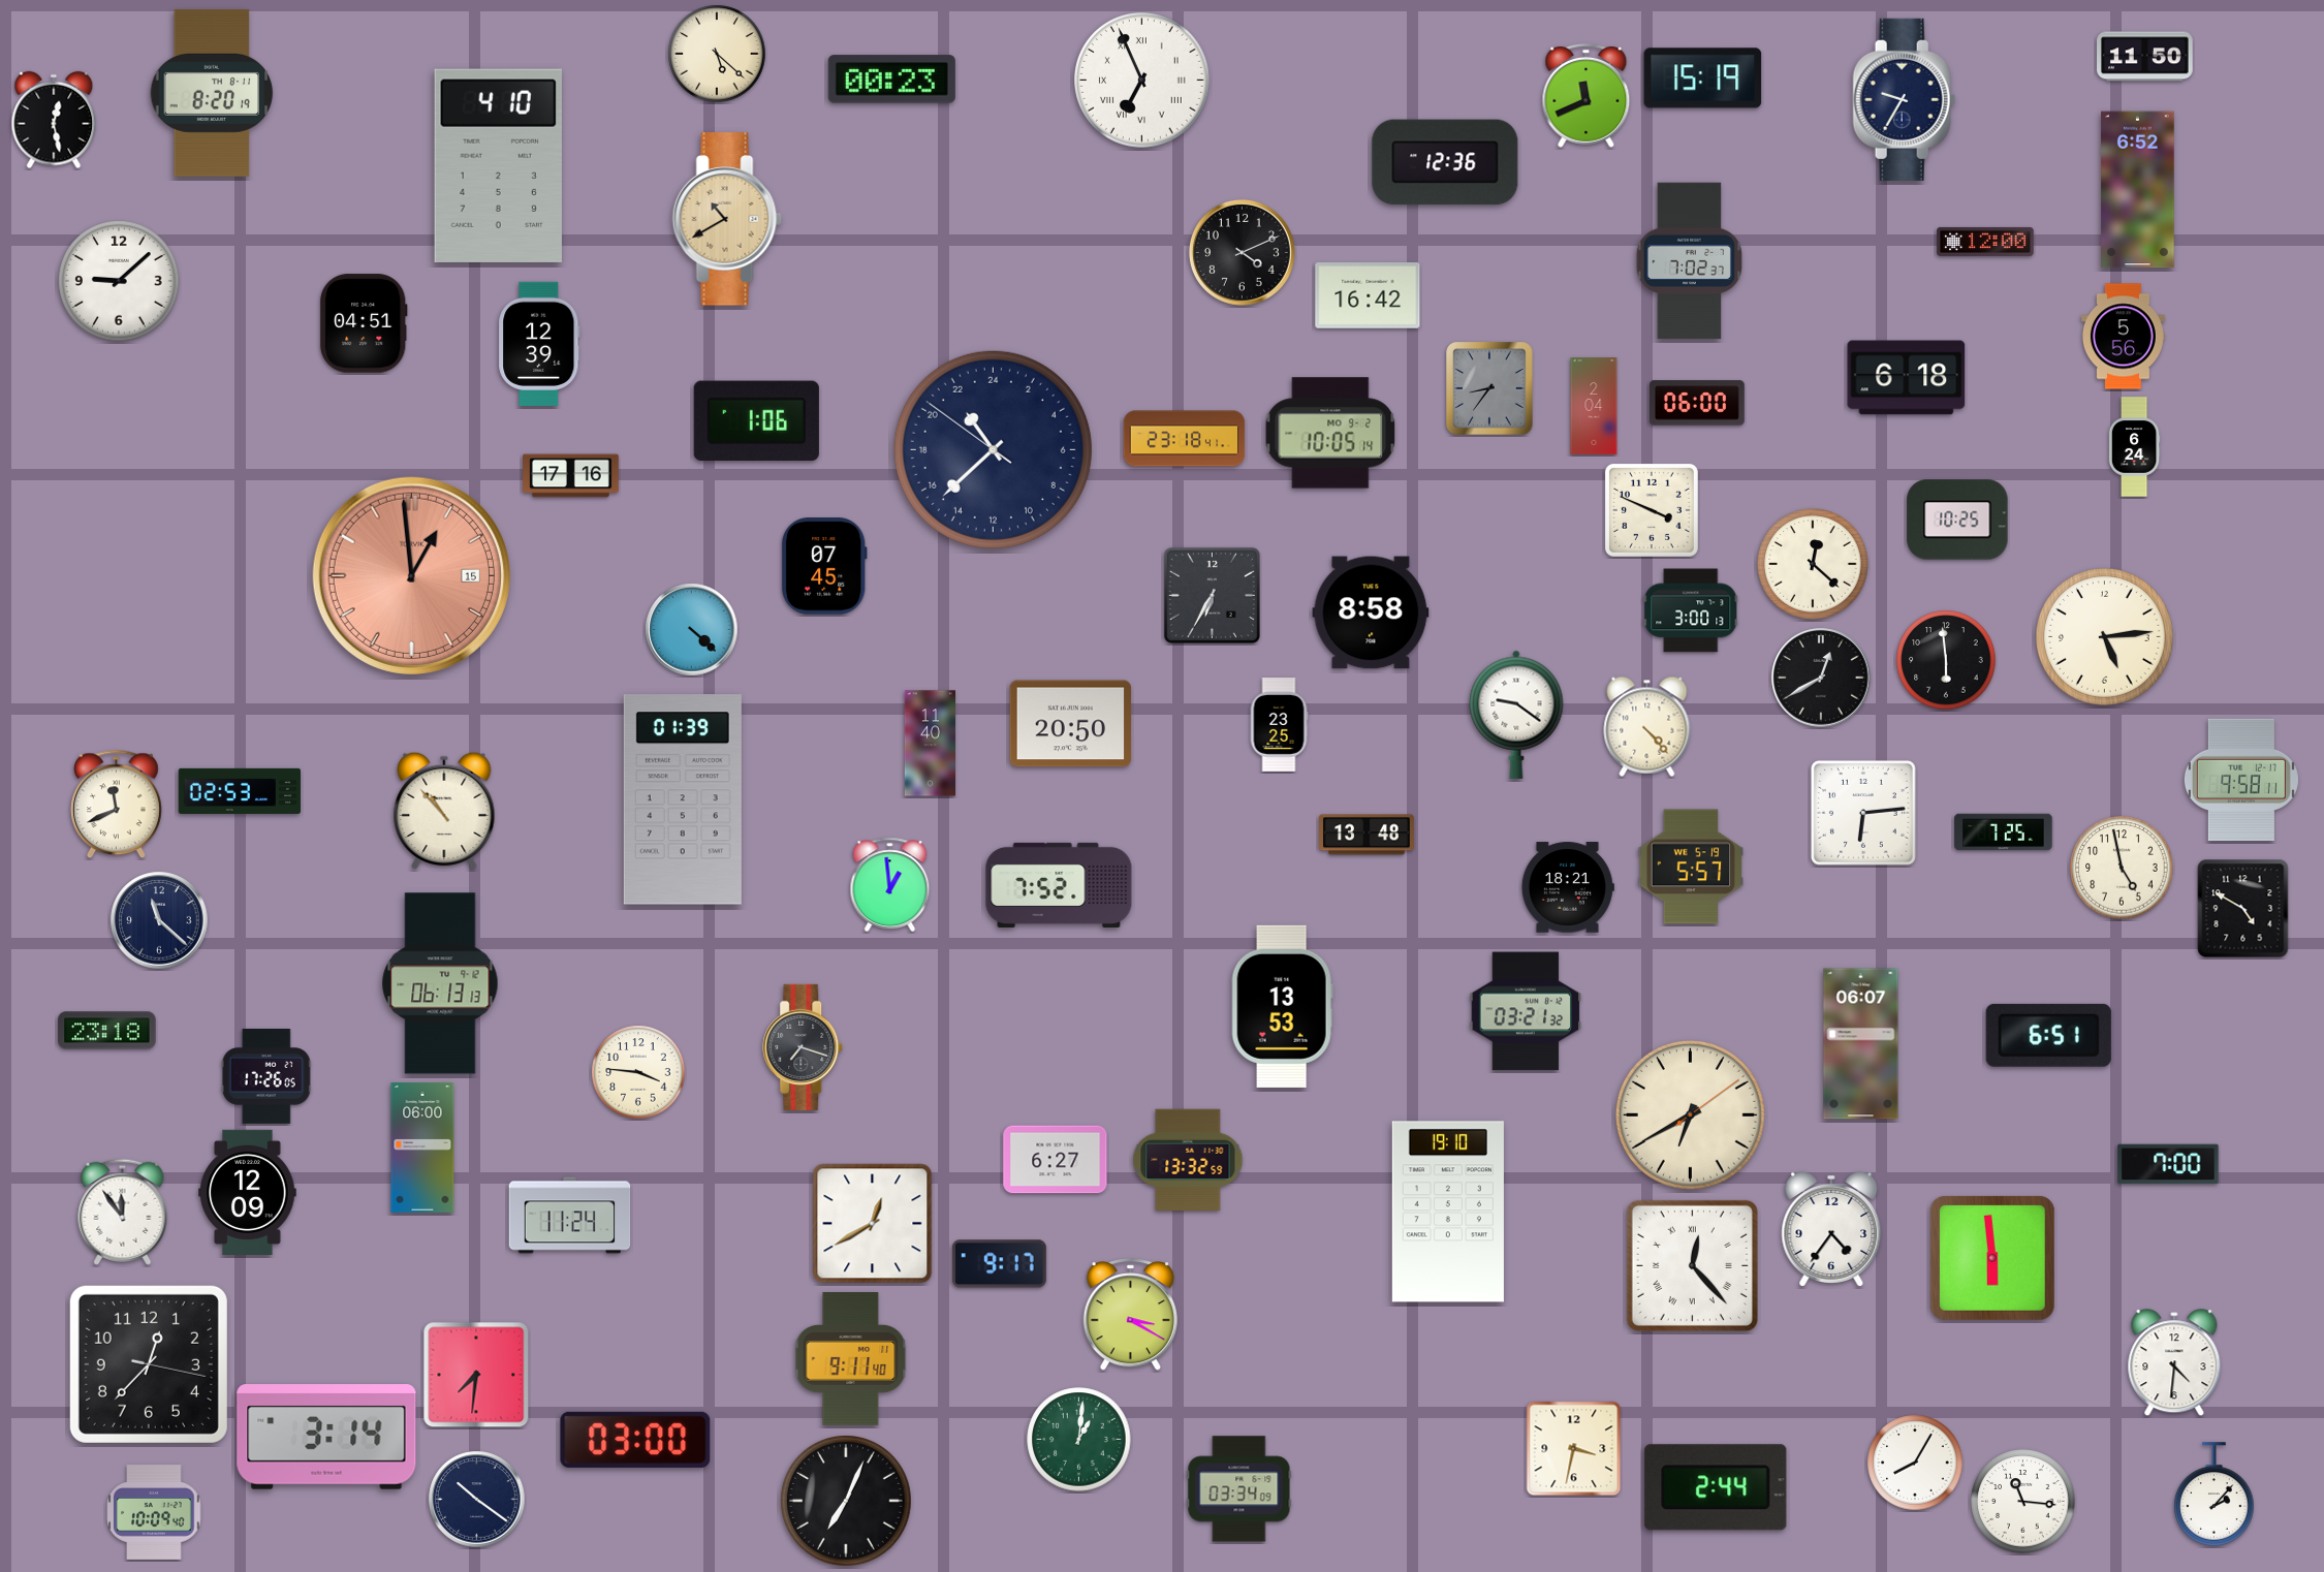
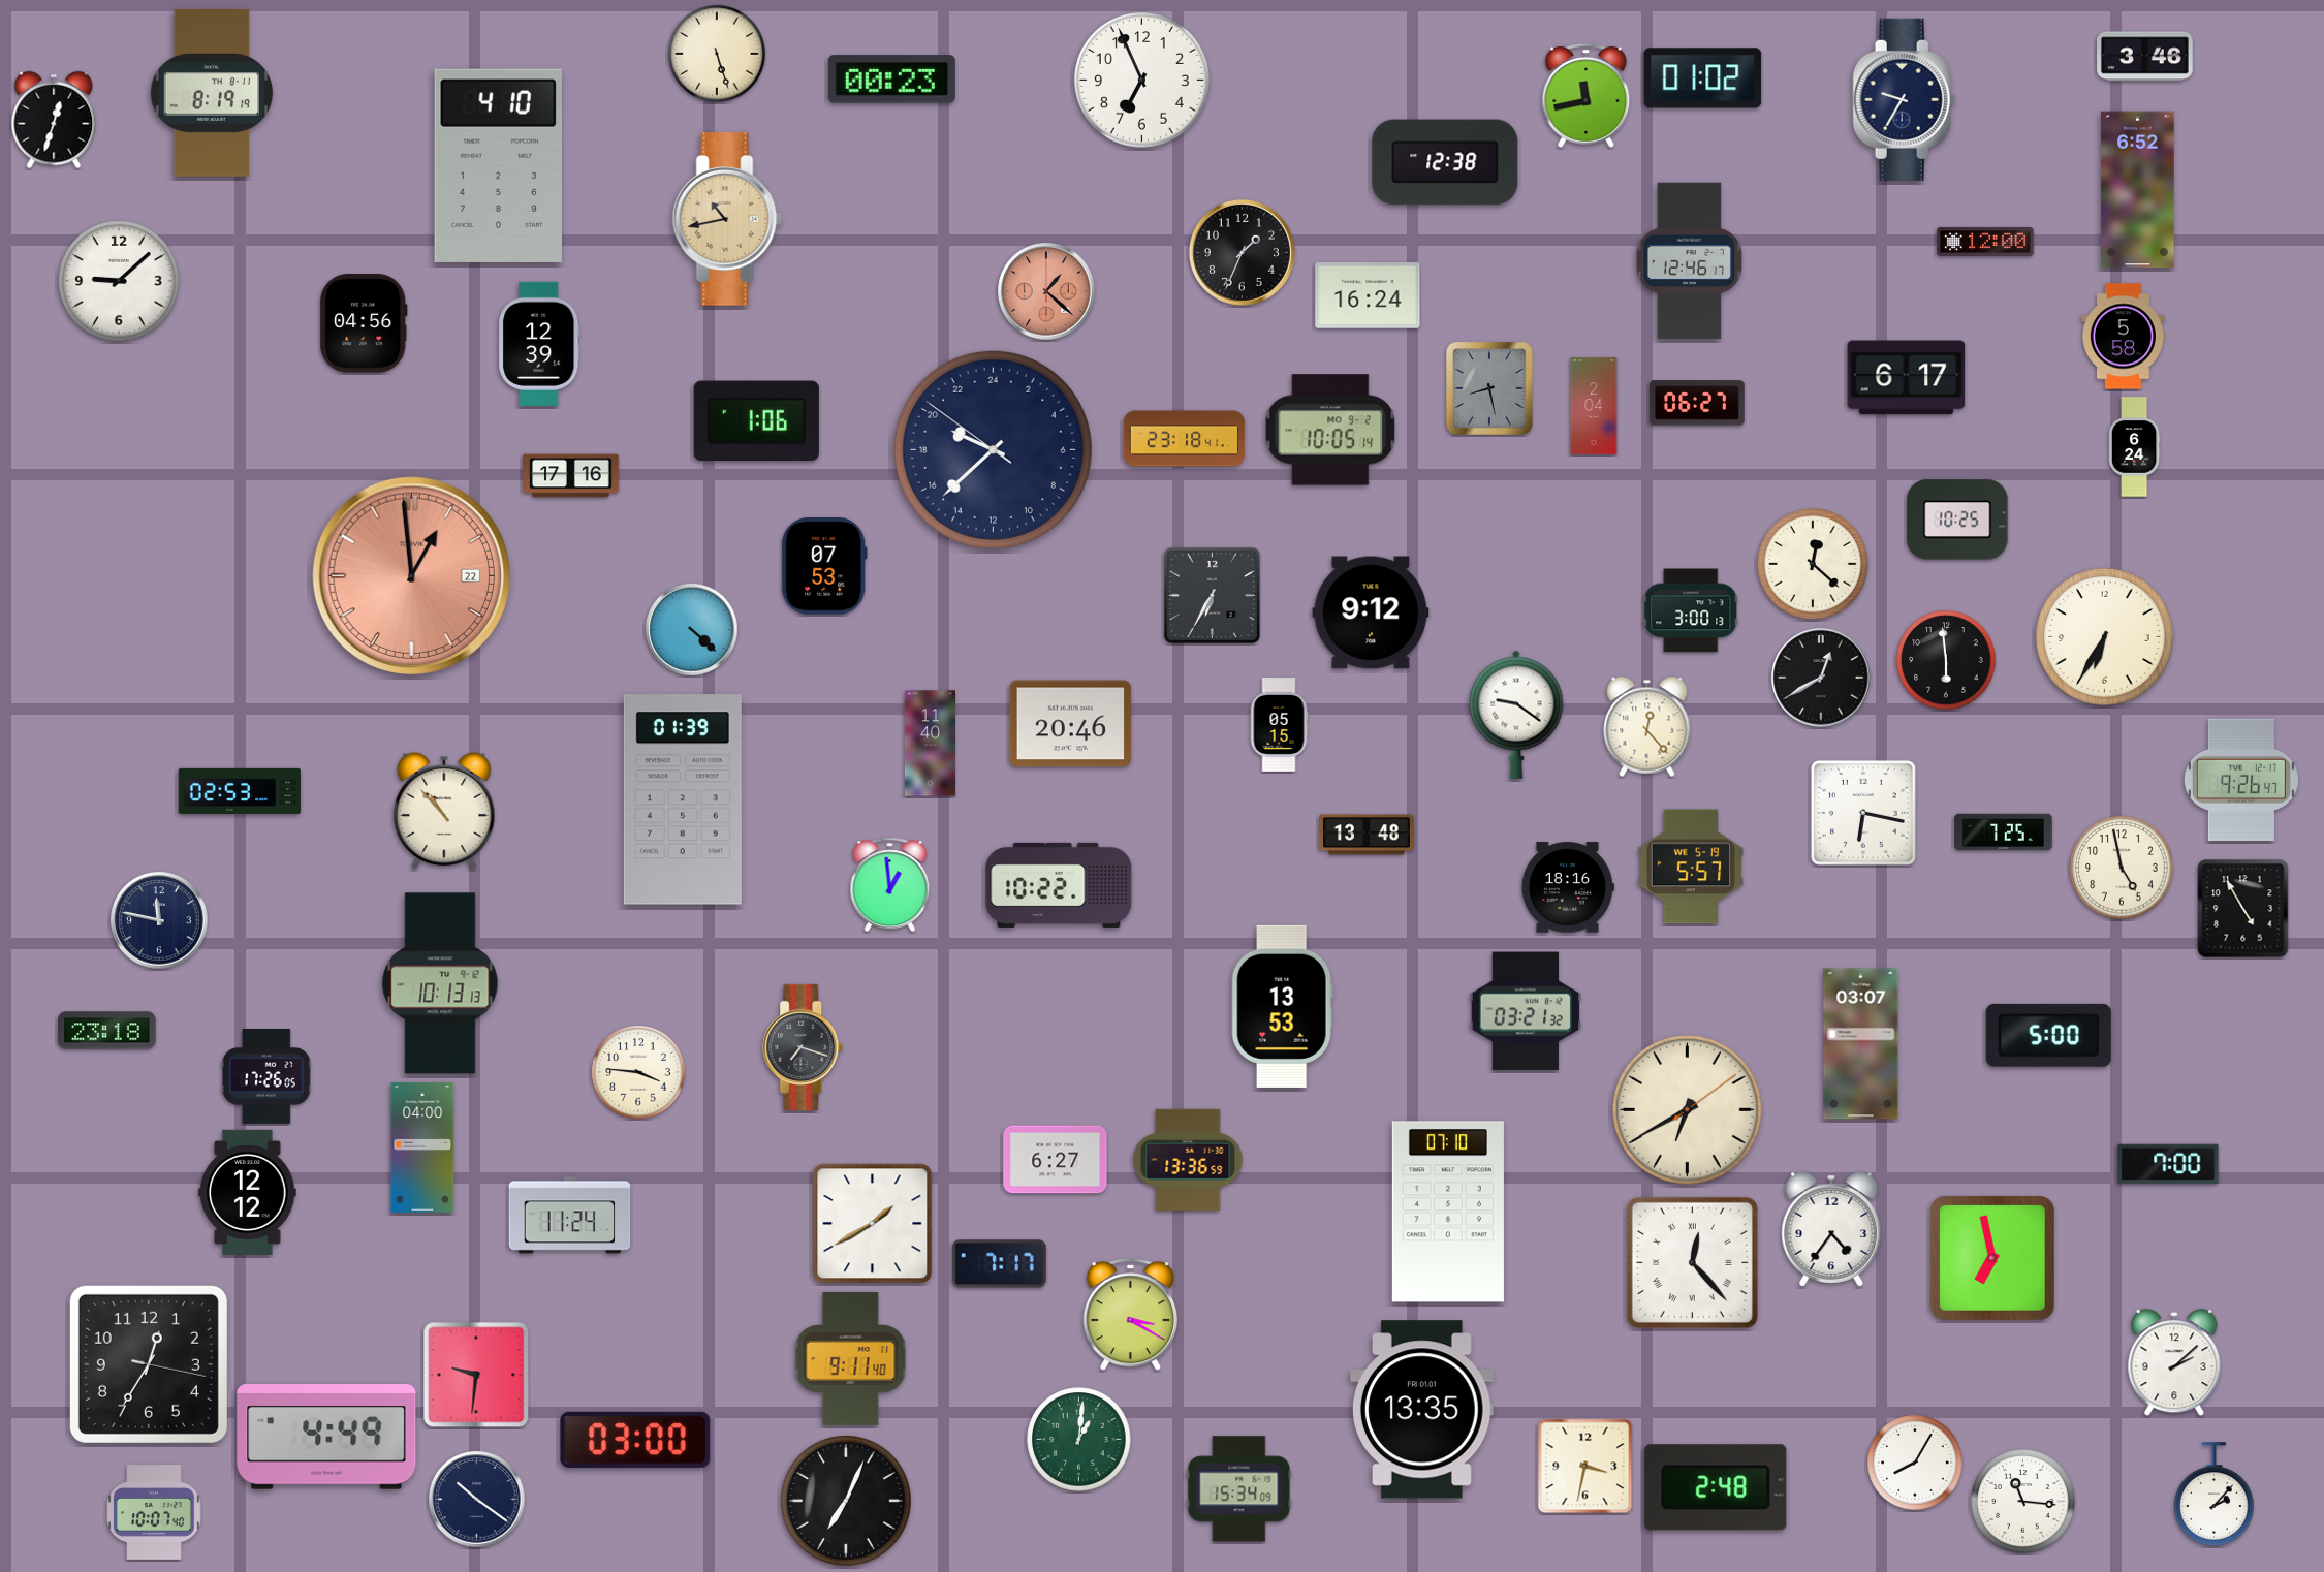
clock at (717, 54): 5:22 -> 5:27
clock at (2145, 57): 11:50 -> 3:46
clock at (1703, 78): 15:19 -> 01:02
clock at (1142, 81) numerals: Roman -> Arabic
clock at (212, 93): 8:20 -> 8:19
clock at (1587, 95): 11:41 -> 11:43
clock at (54, 120): 12:28 -> 12:33
clock at (1445, 162): 12:36 -> 12:38
clock at (727, 219): 10:40 -> 10:43
clock at (1242, 252): 4:11 -> 1:34
clock at (1689, 261): 7:02 -> 12:46
clock at (1046, 291): none -> 1:22
clock at (1368, 296): 16:42 -> 16:24
clock at (364, 323): 04:51 -> 04:56
clock at (2123, 337): 5:56 -> 5:58
clock at (1907, 378): 6:18 -> 6:17
clock at (1489, 388): 8:36 -> 8:28
clock at (1697, 403): 06:00 -> 06:27
clock at (1330, 433) position: (1330, 433) -> (1330, 430)
clock at (993, 449): 21:37 -> 19:37
clock at (1652, 510): 3:49 -> none
clock at (824, 567): 07:45 -> 07:53
clock at (411, 575) date: 15 -> 22
clock at (1371, 612): 8:58 -> 9:12
clock at (2104, 636): 5:14 -> 6:35
clock at (1071, 724): 20:50 -> 20:46
clock at (1279, 725): 23:25 -> 05:15
clock at (1647, 726): 4:23 -> 12:23
clock at (2241, 780): 9:58 -> 9:26
clock at (117, 805): 11:41 -> none
clock at (1863, 813): 6:14 -> 6:17
clock at (1059, 885): 7:52 -> 10:22
clock at (1568, 887): 18:21 -> 18:16
clock at (2243, 909): 4:50 -> 4:55
clock at (159, 920): 11:22 -> 11:47
clock at (440, 983): 06:13 -> 10:13
clock at (2048, 1035): 6:51 -> 5:00
clock at (1861, 1044): 06:07 -> 03:07
clock at (1690, 1114) position: (1690, 1114) -> (1687, 1109)
clock at (422, 1147): 06:00 -> 04:00
clock at (1188, 1159): 13:32 -> 13:36
clock at (248, 1192): 12:09 -> 12:12
clock at (123, 1212): 11:54 -> none
clock at (1448, 1212): 19:10 -> 07:10
clock at (873, 1224): 12:40 -> 1:40
clock at (1992, 1258): 5:59 -> 6:58
clock at (999, 1264): 9:17 -> 7:17
clock at (1692, 1265) position: (1692, 1265) -> (1692, 1262)
clock at (2174, 1363): 4:31 -> 2:08
clock at (149, 1364): 12:37 -> 12:35
clock at (476, 1375): 7:31 -> 9:31
clock at (1422, 1410): none -> 13:35
clock at (326, 1437): 3:14 -> 4:49
clock at (1574, 1449) position: (1574, 1449) -> (1585, 1467)
clock at (1716, 1487): 2:44 -> 2:48
clock at (1239, 1489): 03:34 -> 15:34
clock at (154, 1513): 10:09 -> 10:07
